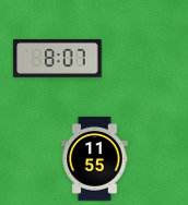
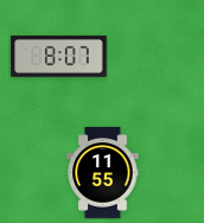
clock at (58, 59) position: (58, 59) -> (59, 57)
